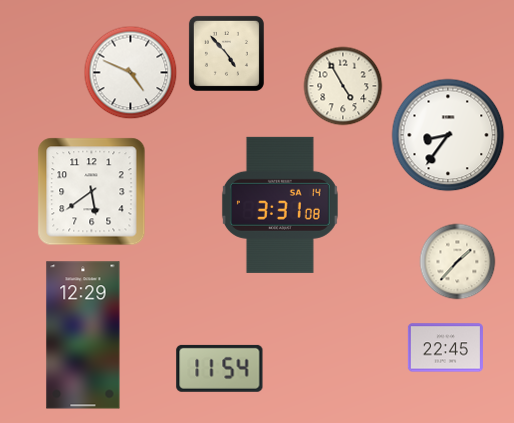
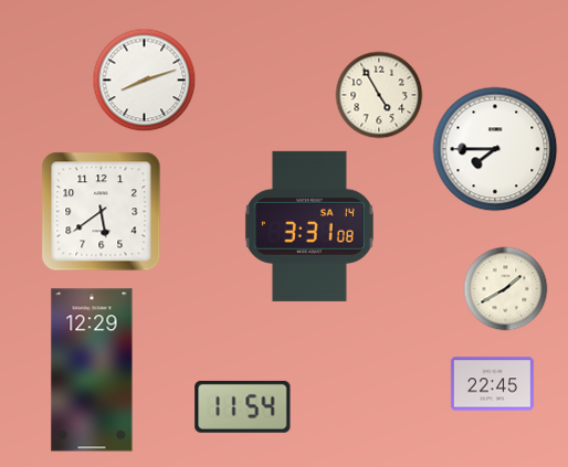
clock at (226, 53): 4:53 -> none
clock at (131, 73): 4:49 -> 8:12
clock at (448, 135): 8:36 -> 7:45
clock at (458, 262): 1:37 -> 1:40
